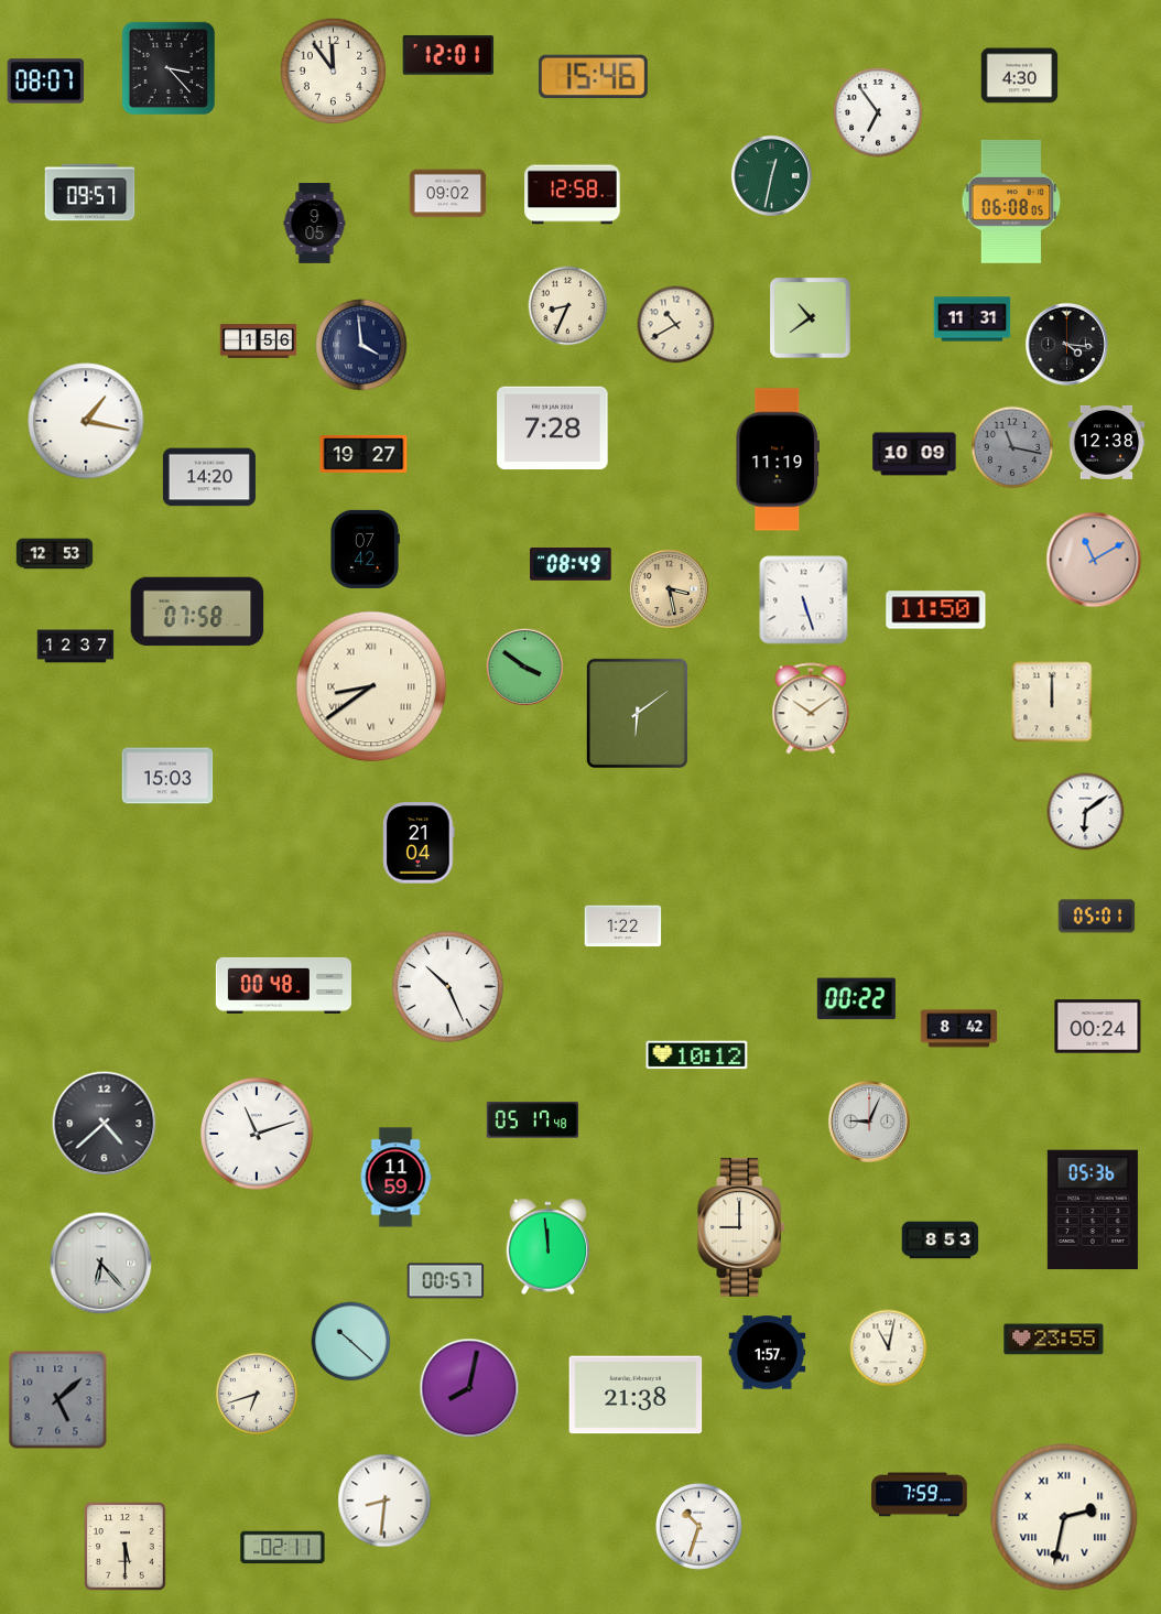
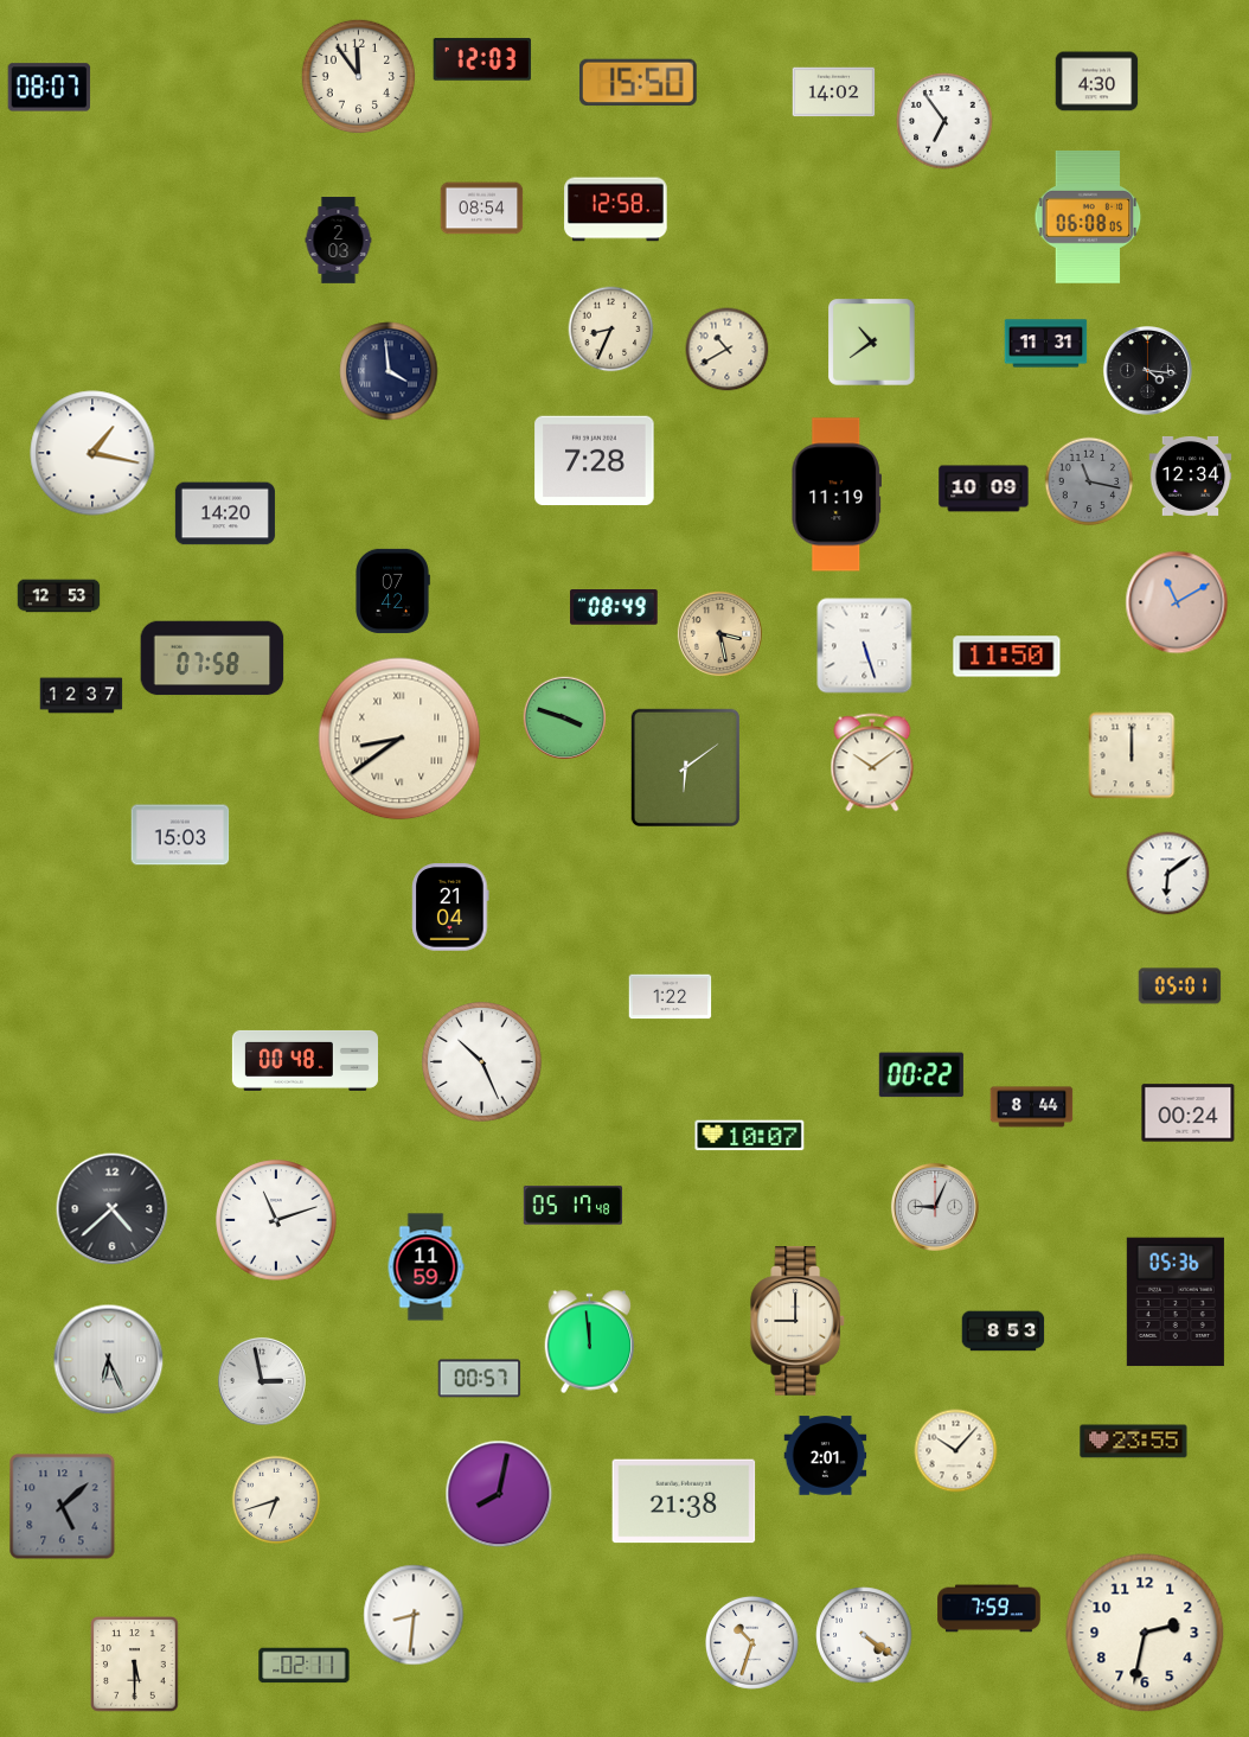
clock at (448, 55): 12:01 -> 12:03
clock at (169, 68): 3:23 -> none
clock at (593, 77): 15:46 -> 15:50
clock at (834, 92): none -> 14:02
clock at (771, 175): 12:32 -> none
clock at (90, 193): 09:57 -> none
clock at (448, 194): 09:02 -> 08:54
clock at (315, 224): 9:05 -> 2:03
clock at (259, 342): 1:56 -> none
clock at (1107, 442): 12:38 -> 12:34
clock at (364, 454): 19:27 -> none
clock at (525, 668): 3:51 -> 3:48
clock at (1098, 1027) position: (1098, 1027) -> (1189, 1113)
clock at (959, 1029): 8:42 -> 8:44
clock at (697, 1055): 10:12 -> 10:07
clock at (941, 1241) position: (941, 1241) -> (1004, 1332)
clock at (101, 1264): 6:23 -> 6:26
clock at (262, 1381): none -> 2:58
clock at (351, 1342): 10:22 -> none
clock at (889, 1348): 11:02 -> 10:07
clock at (768, 1353): 1:57 -> 2:01
clock at (469, 1388) position: (469, 1388) -> (499, 1494)
clock at (1064, 1517) numerals: Roman -> Arabic
clock at (864, 1635): none -> 4:21
